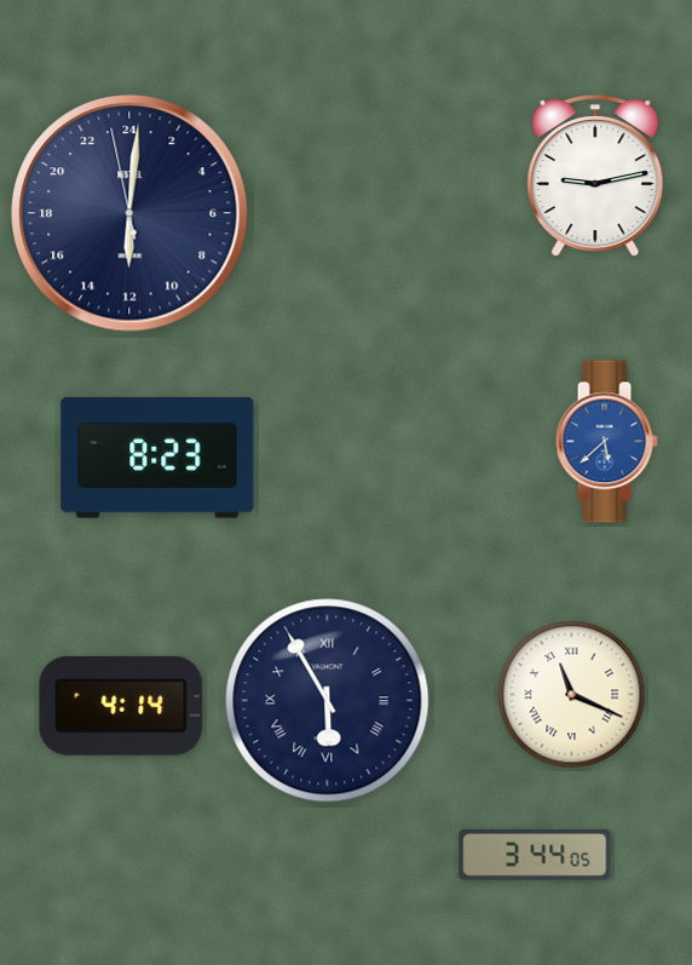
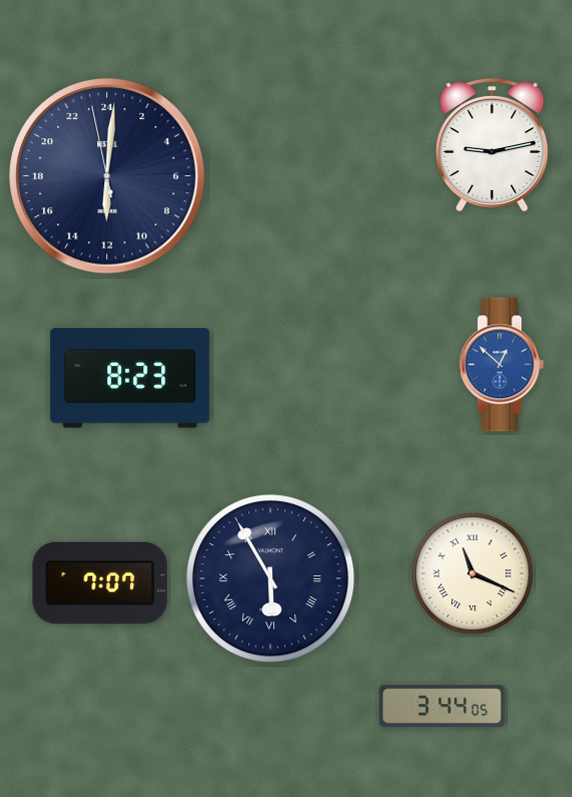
clock at (606, 442): 5:38 -> 12:52
clock at (121, 706): 4:14 -> 7:07
